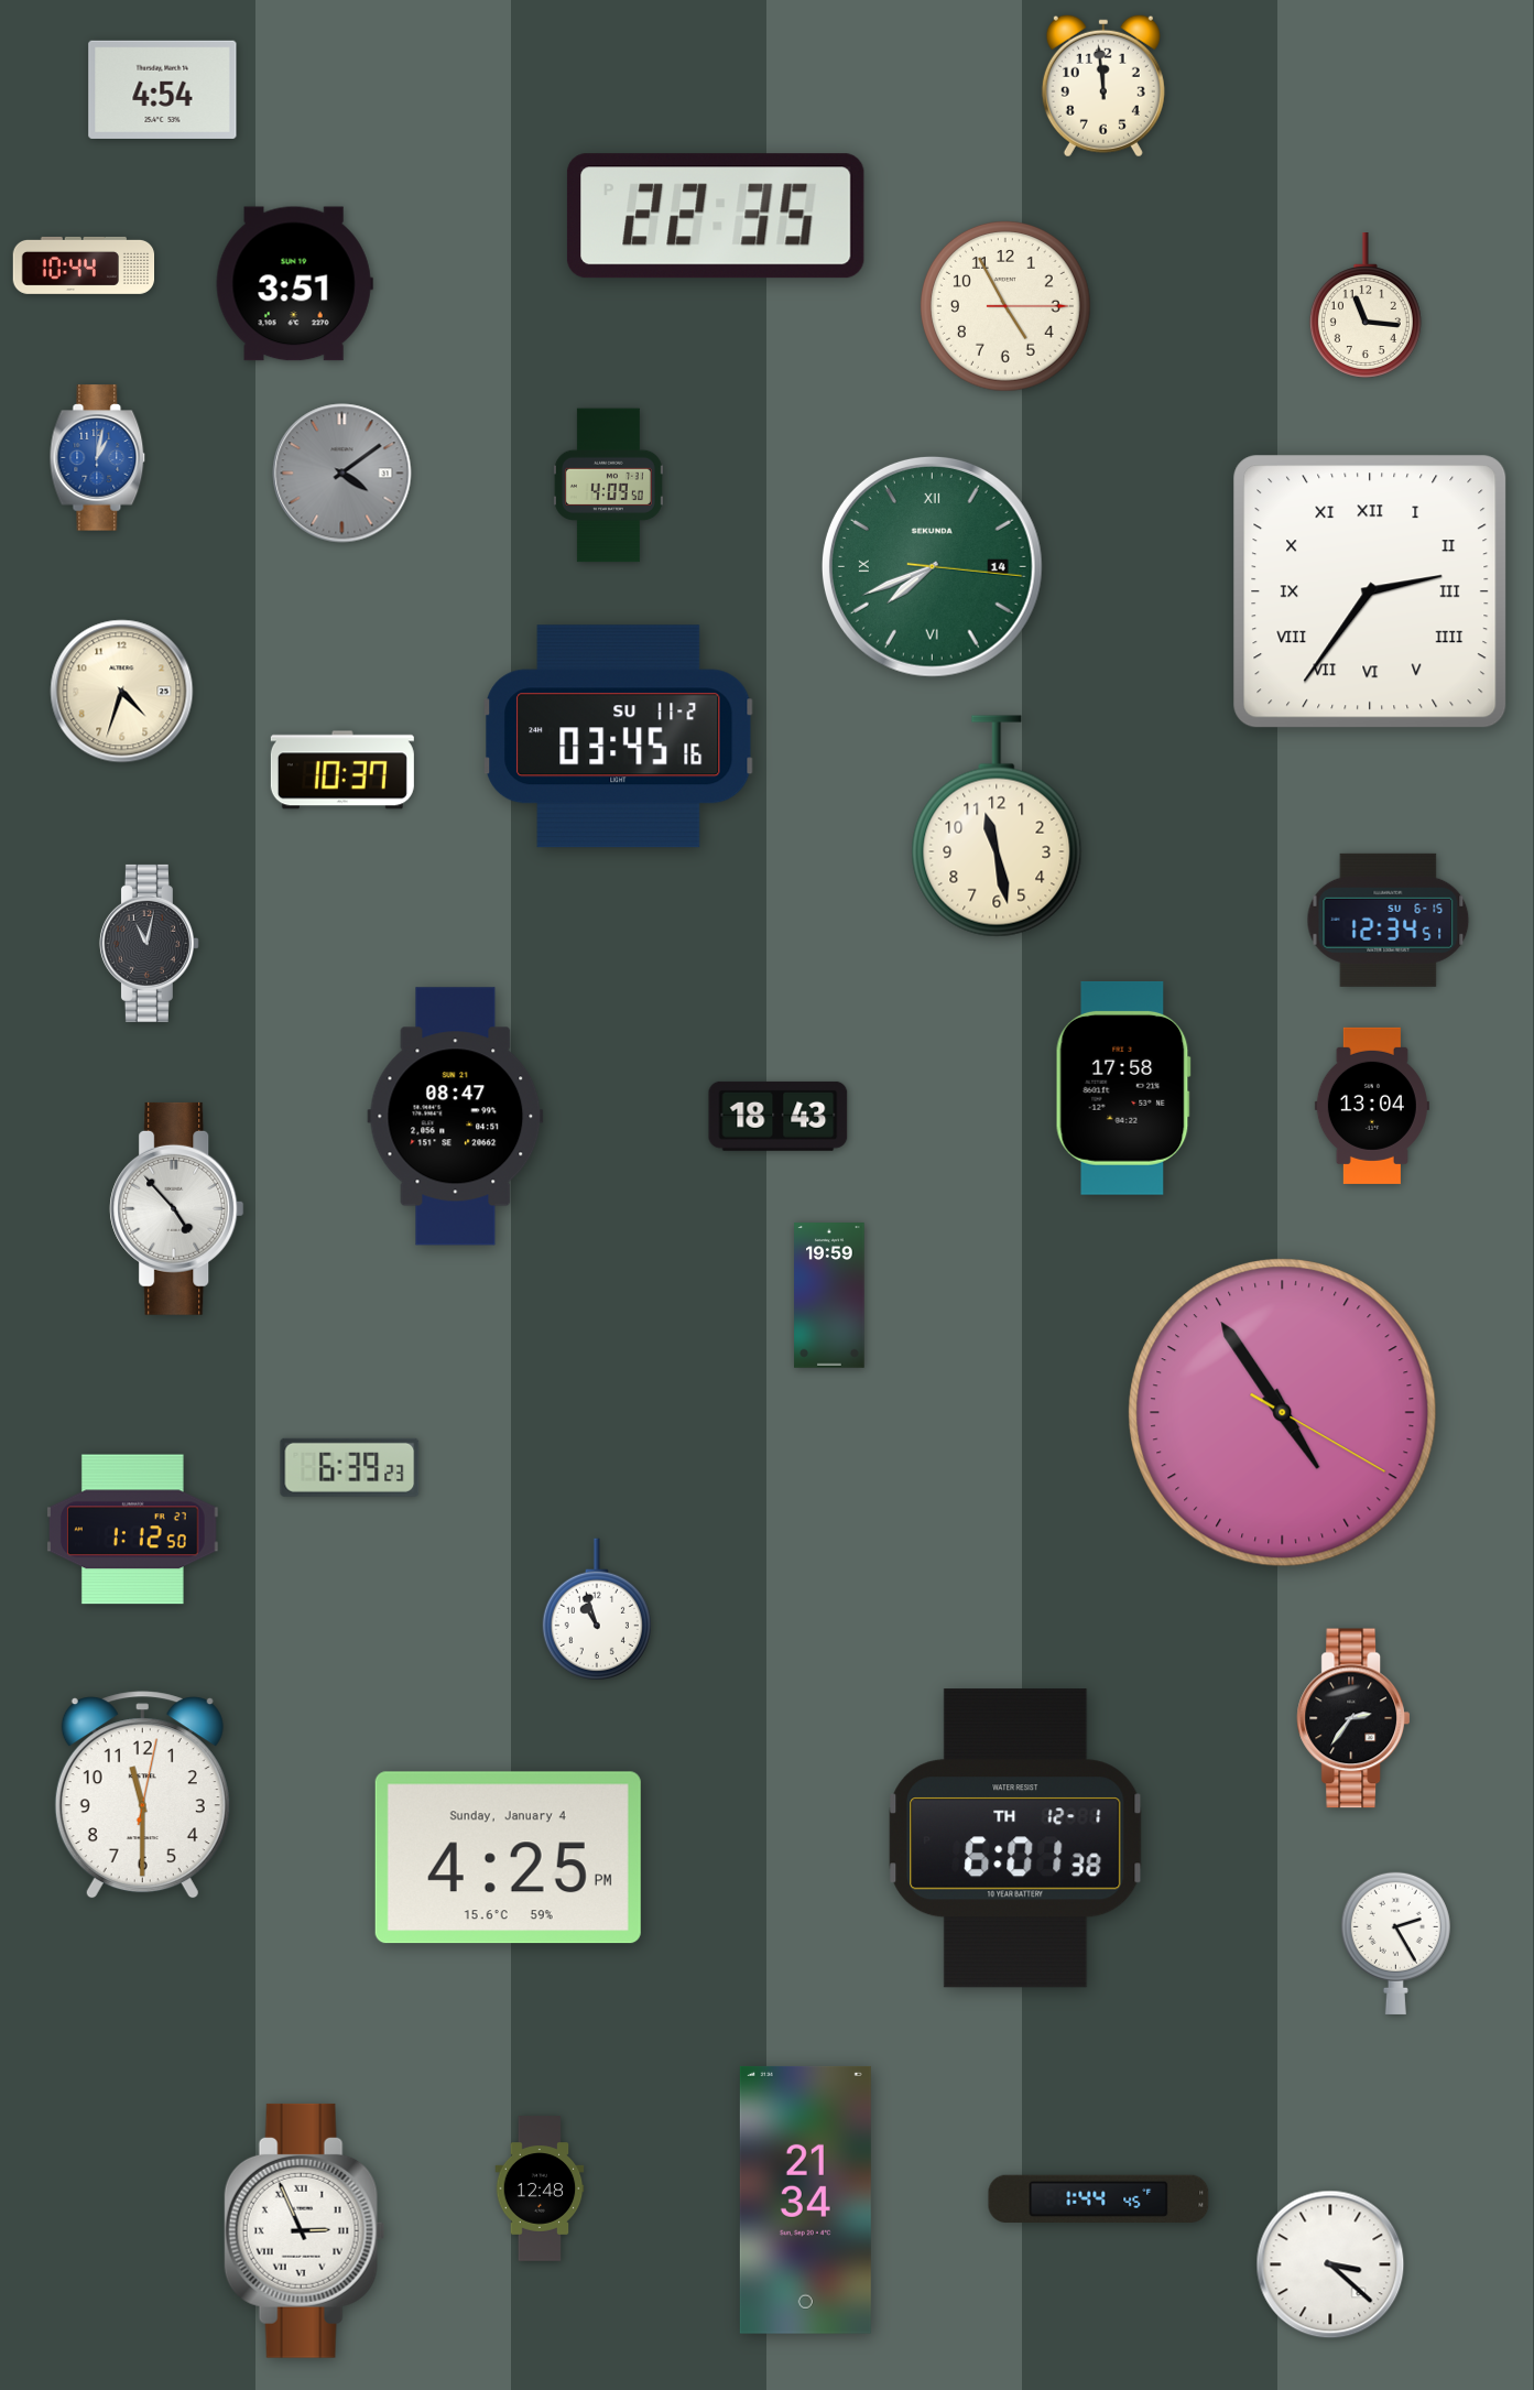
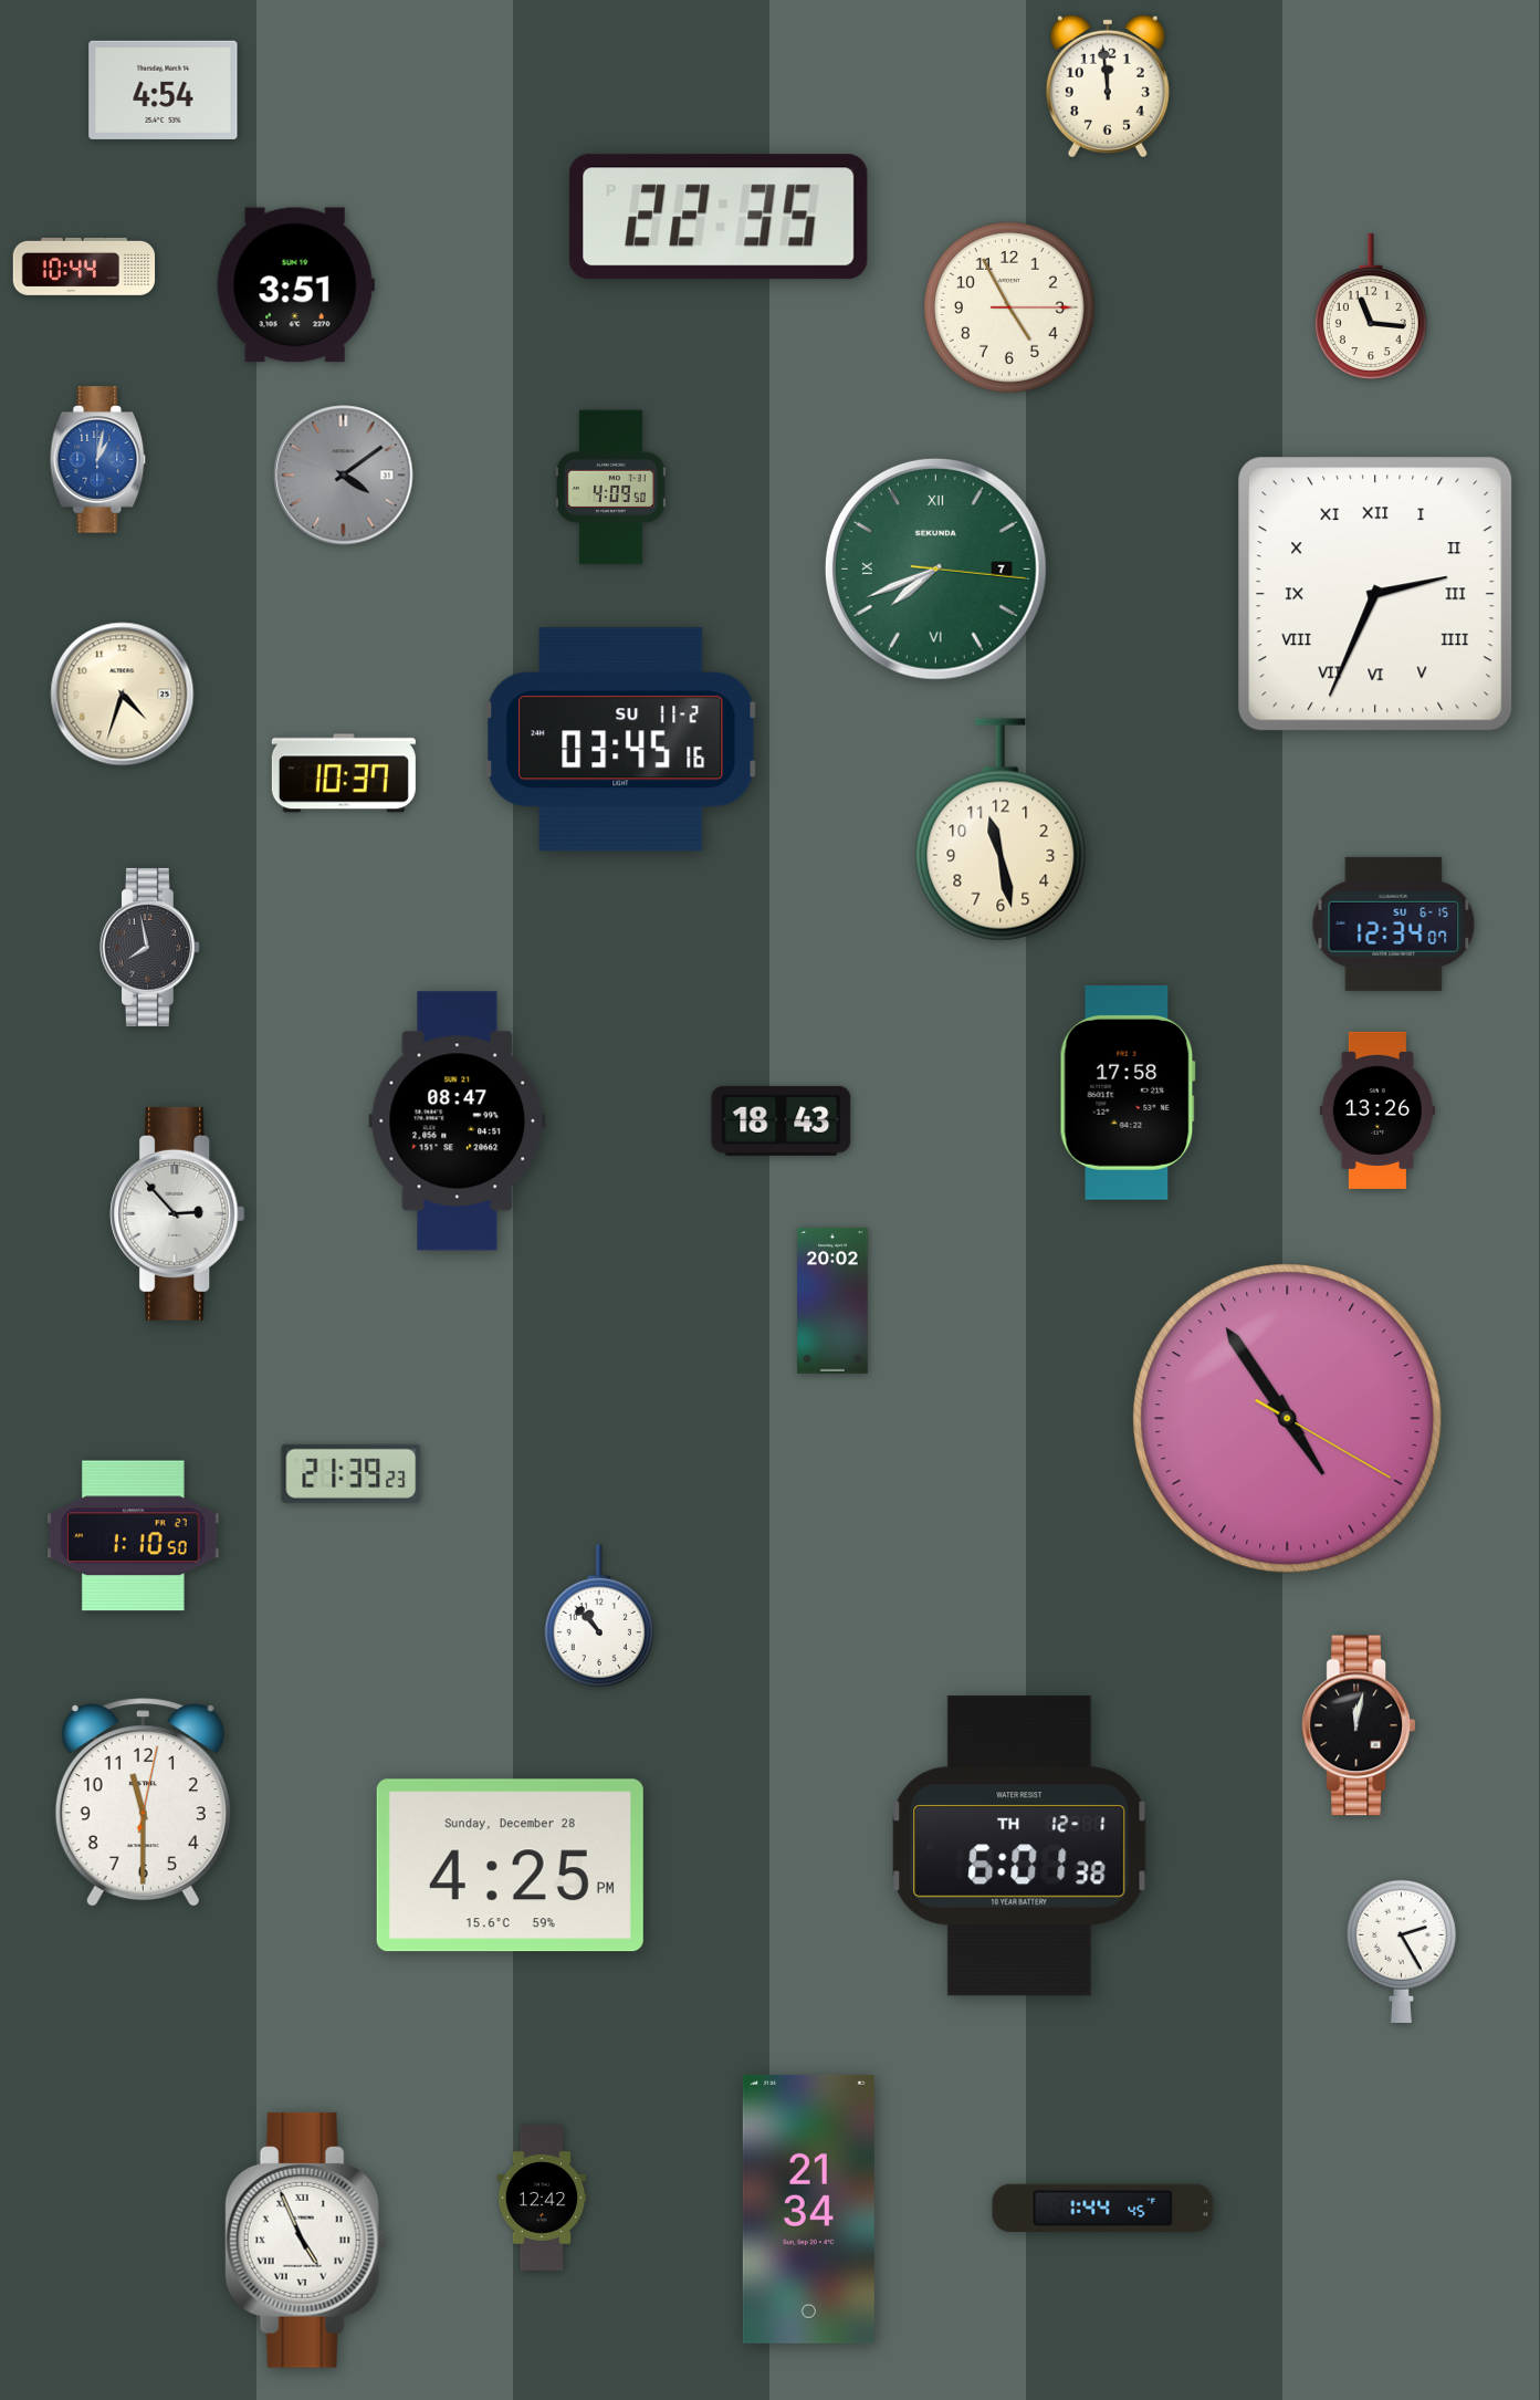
clock at (932, 566) date: 14 -> 7
clock at (1370, 591): 2:36 -> 2:34
clock at (1389, 920): 12:34:51 -> 12:34:07
clock at (149, 943): 11:02 -> 7:58
clock at (1372, 1106): 13:04 -> 13:26
clock at (177, 1208): 4:53 -> 2:53
clock at (829, 1295): 19:59 -> 20:02
clock at (350, 1467): 6:39 -> 21:39
clock at (133, 1530): 1:12 -> 1:10
clock at (597, 1609): 10:57 -> 10:53
clock at (1353, 1718): 2:36 -> 12:02
clock at (508, 1858) date: Sunday, January 4 -> Sunday, December 28
clock at (540, 2188): 12:48 -> 12:42
clock at (305, 2230): 2:56 -> 4:56
clock at (1330, 2264): 3:22 -> none
